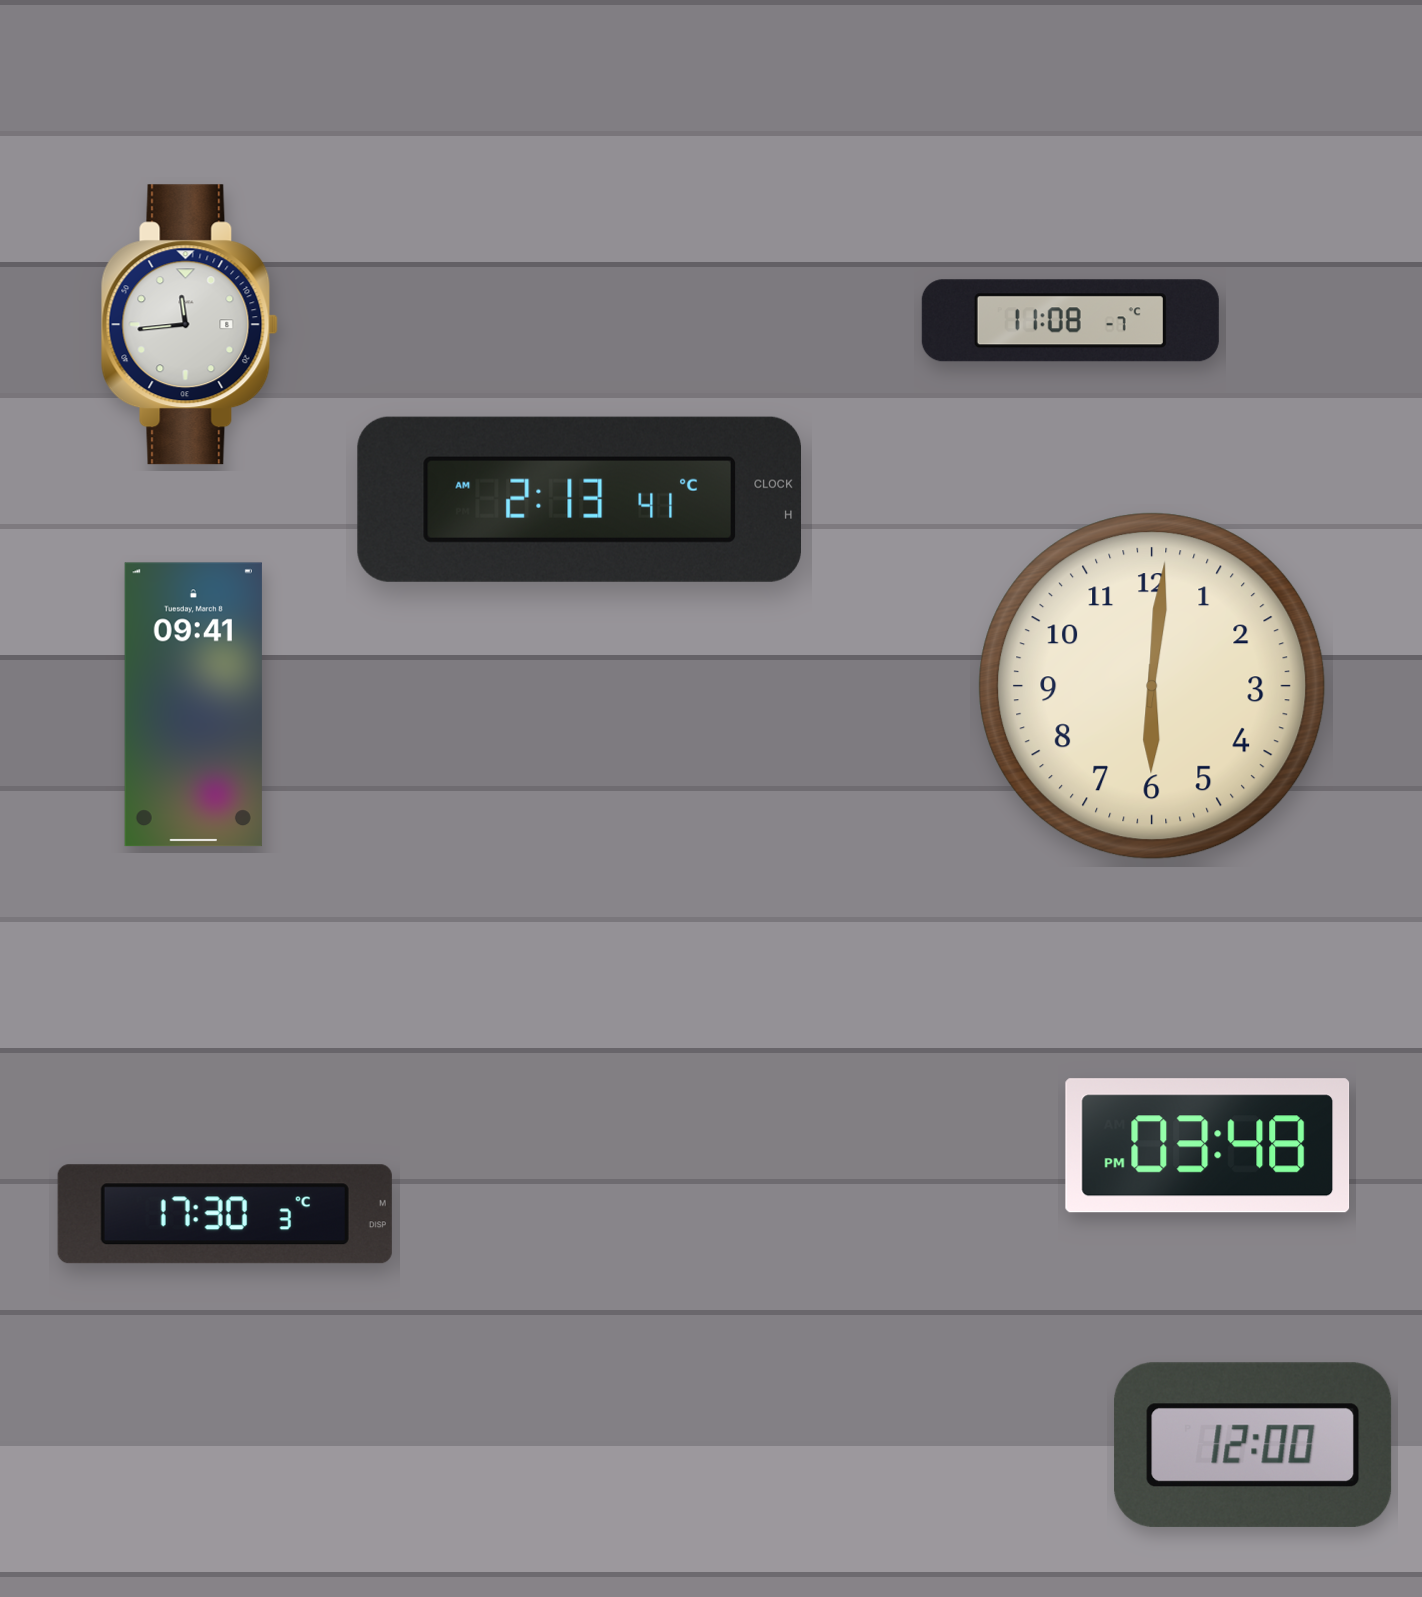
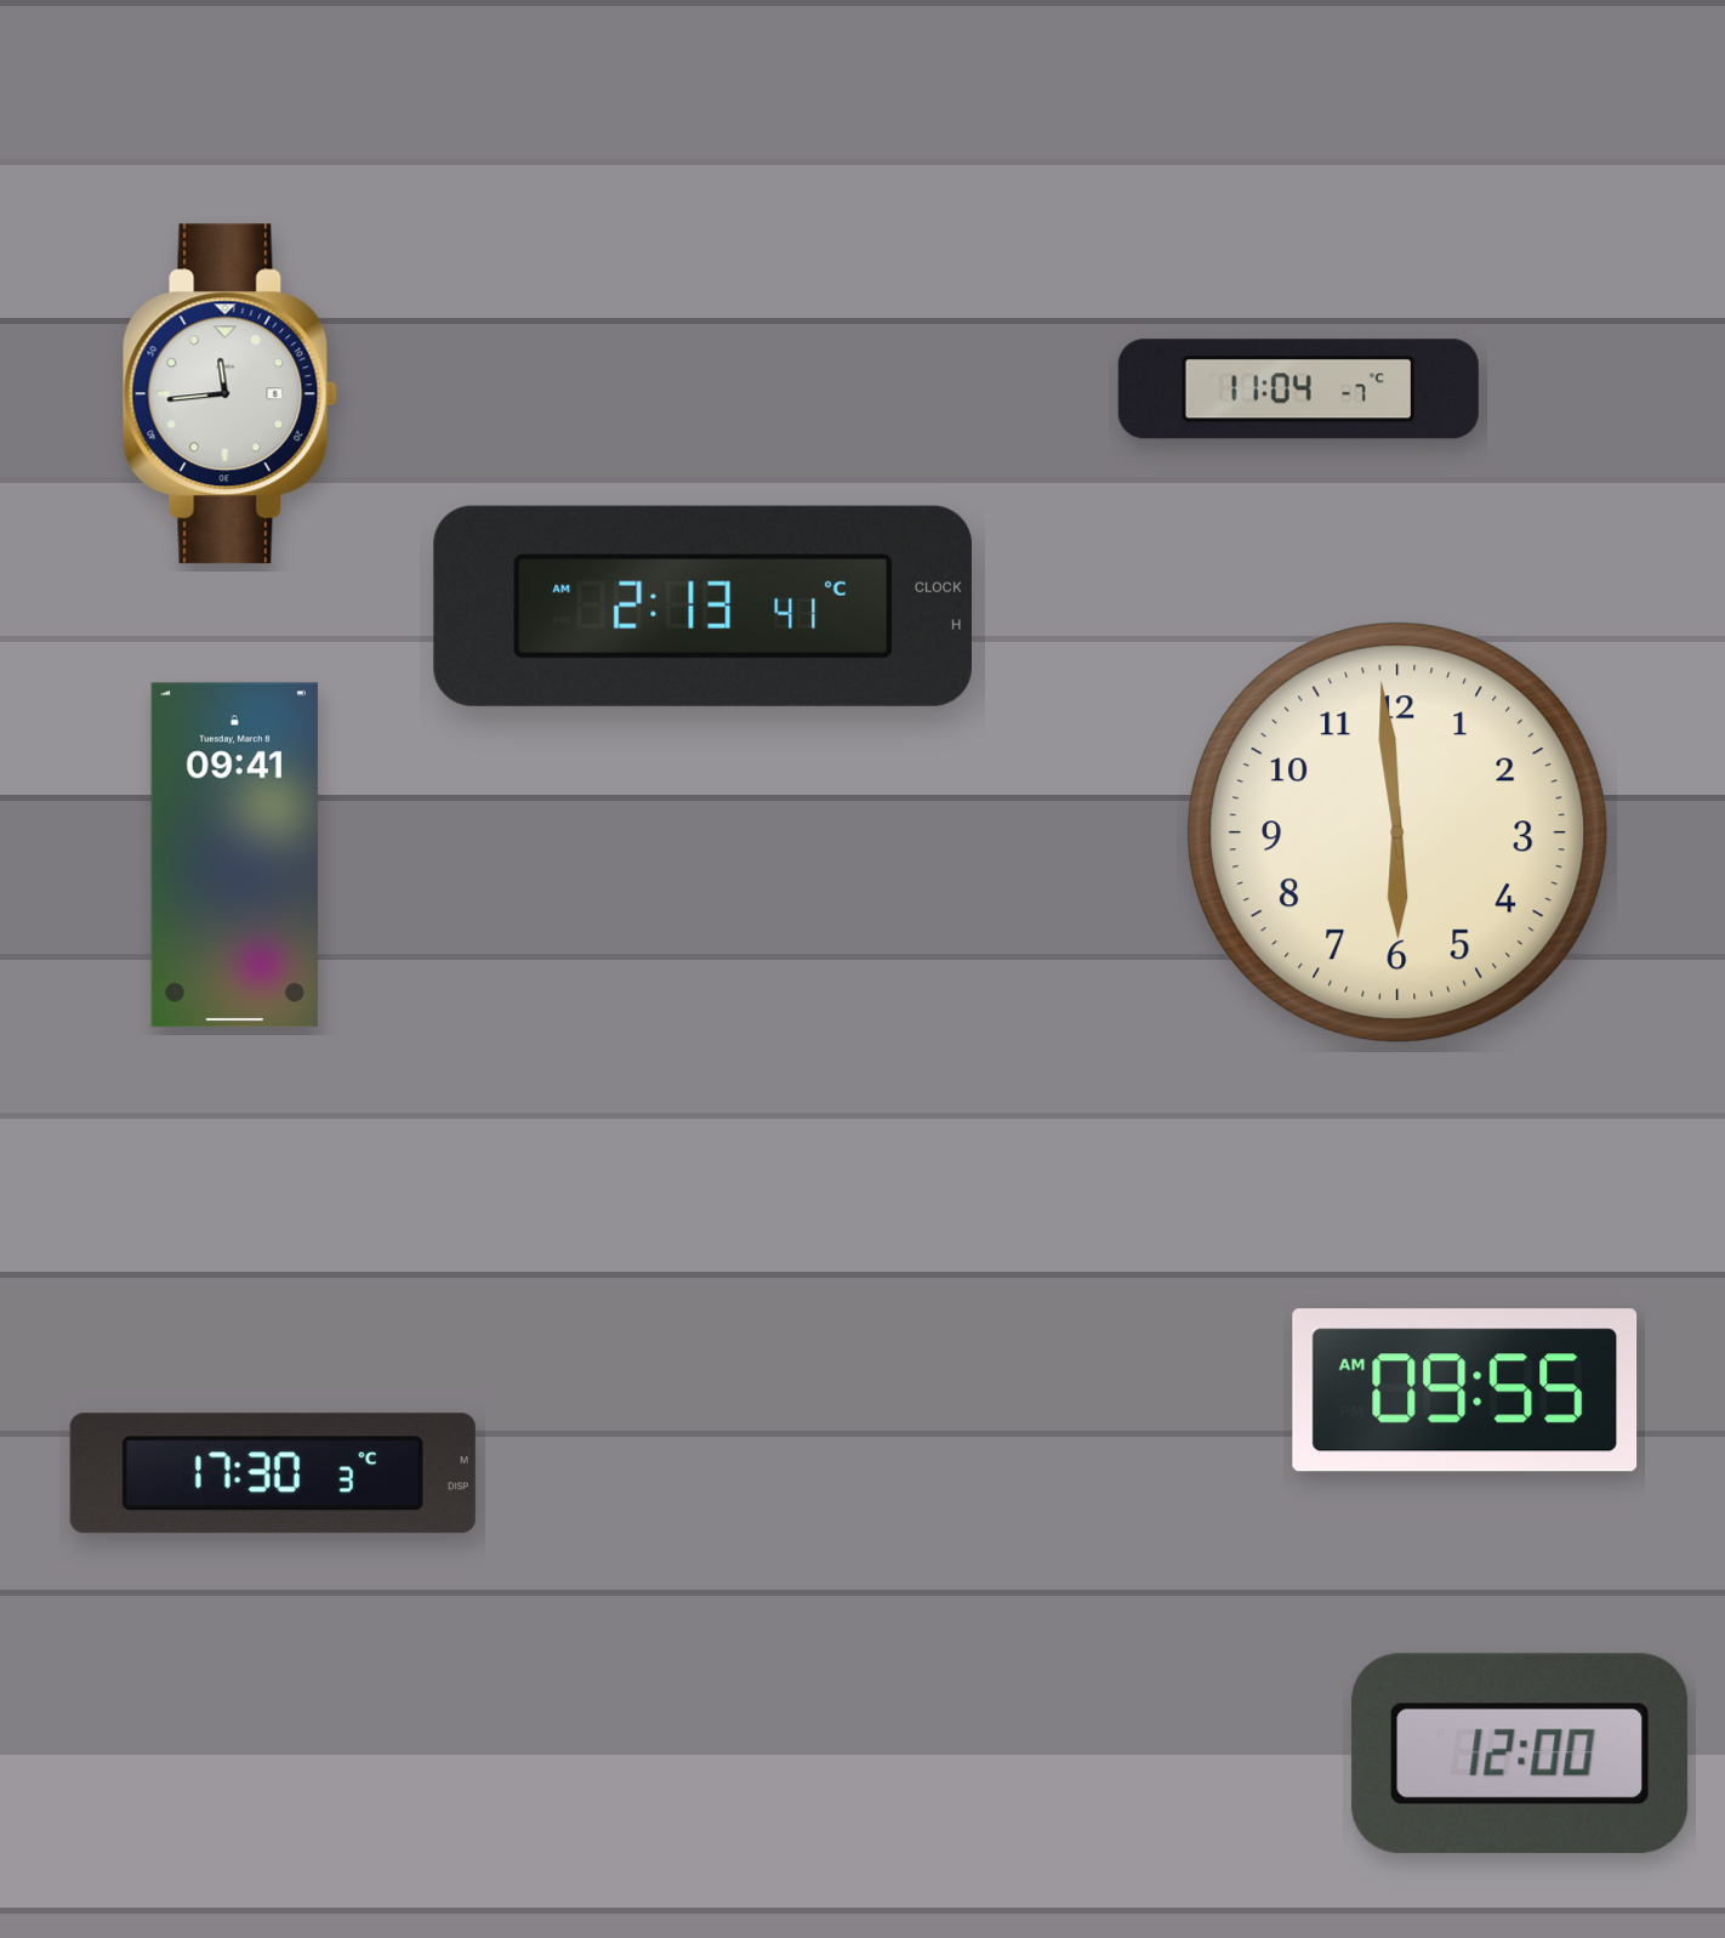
clock at (1070, 321): 11:08 -> 11:04
clock at (1152, 686): 6:01 -> 5:59
clock at (1208, 1146): 03:48 -> 09:55
